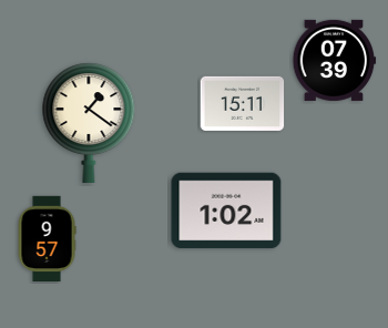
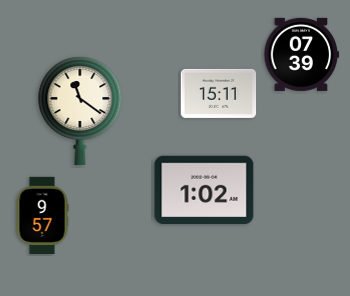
clock at (89, 122): 1:21 -> 11:21
